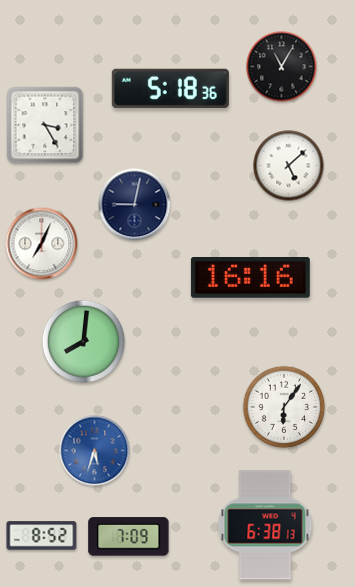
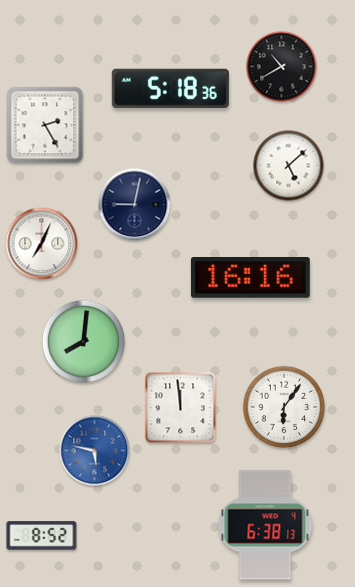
clock at (282, 67): 11:05 -> 10:40
clock at (45, 125): 3:25 -> 2:25
clock at (181, 408): none -> 11:59
clock at (95, 451): 5:33 -> 5:47
clock at (129, 537): 7:09 -> none
